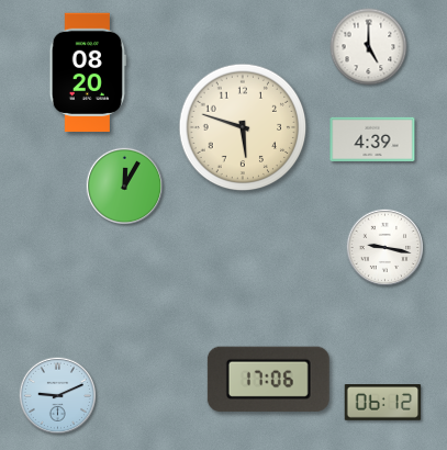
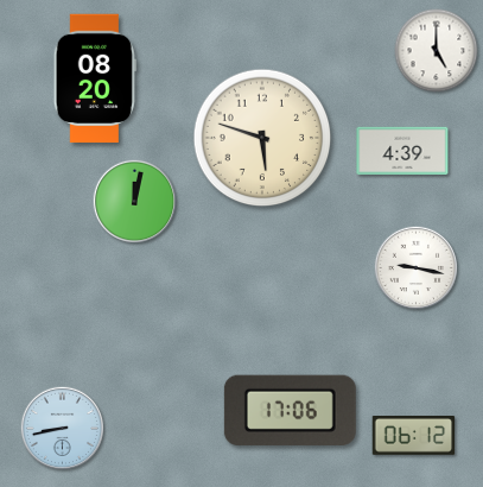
clock at (369, 47) position: (369, 47) -> (437, 51)
clock at (124, 185): 12:05 -> 12:02
clock at (57, 395): 9:11 -> 8:43
